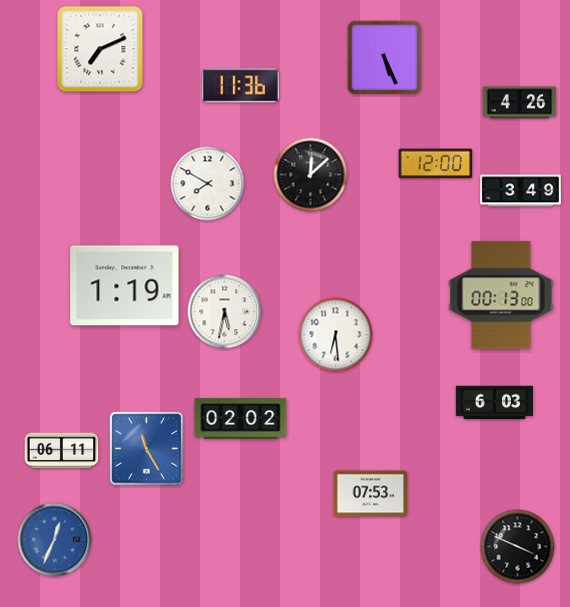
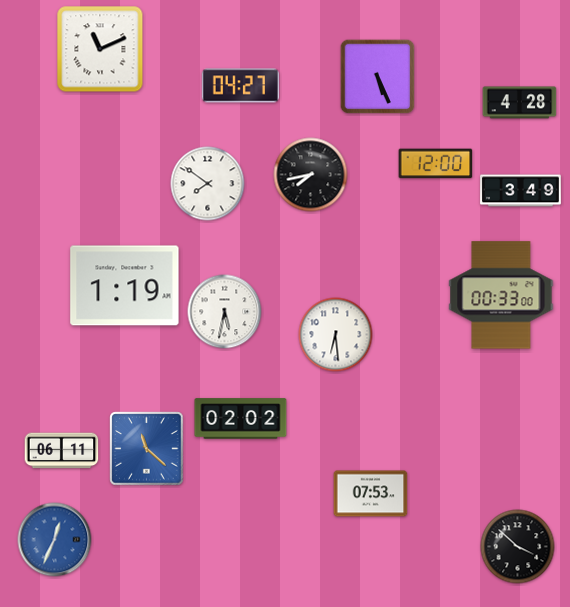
clock at (100, 49): 7:11 -> 11:11
clock at (385, 58) position: (385, 58) -> (378, 77)
clock at (240, 86): 11:36 -> 04:27
clock at (520, 103): 4:26 -> 4:28
clock at (311, 175): 12:08 -> 7:43
clock at (208, 184): 7:50 -> 7:51
clock at (501, 295): 00:13 -> 00:33
clock at (494, 403): 6:03 -> none
clock at (147, 449): 11:25 -> 11:22
clock at (518, 547): 3:49 -> 3:52
